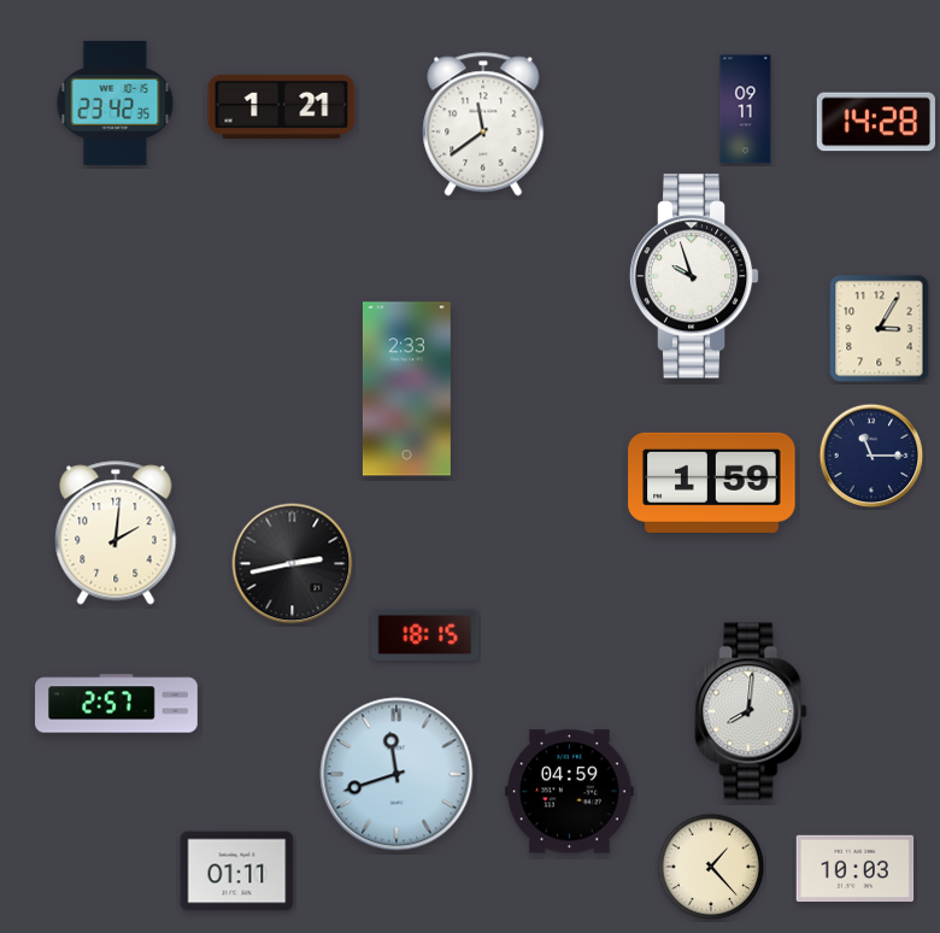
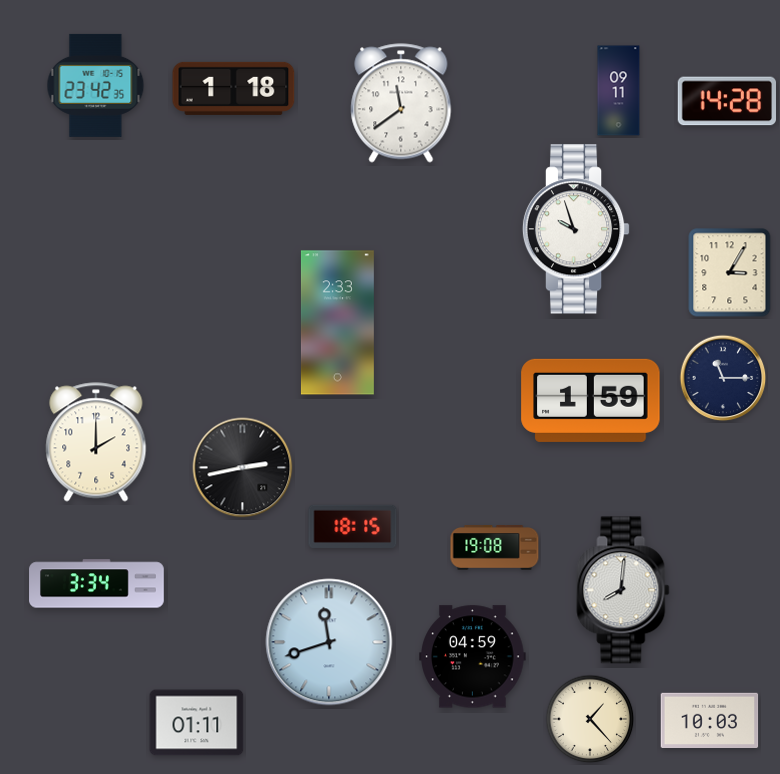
clock at (282, 106): 1:21 -> 1:18
clock at (116, 533): 2:01 -> 2:00
clock at (495, 548): none -> 19:08
clock at (117, 704): 2:57 -> 3:34
